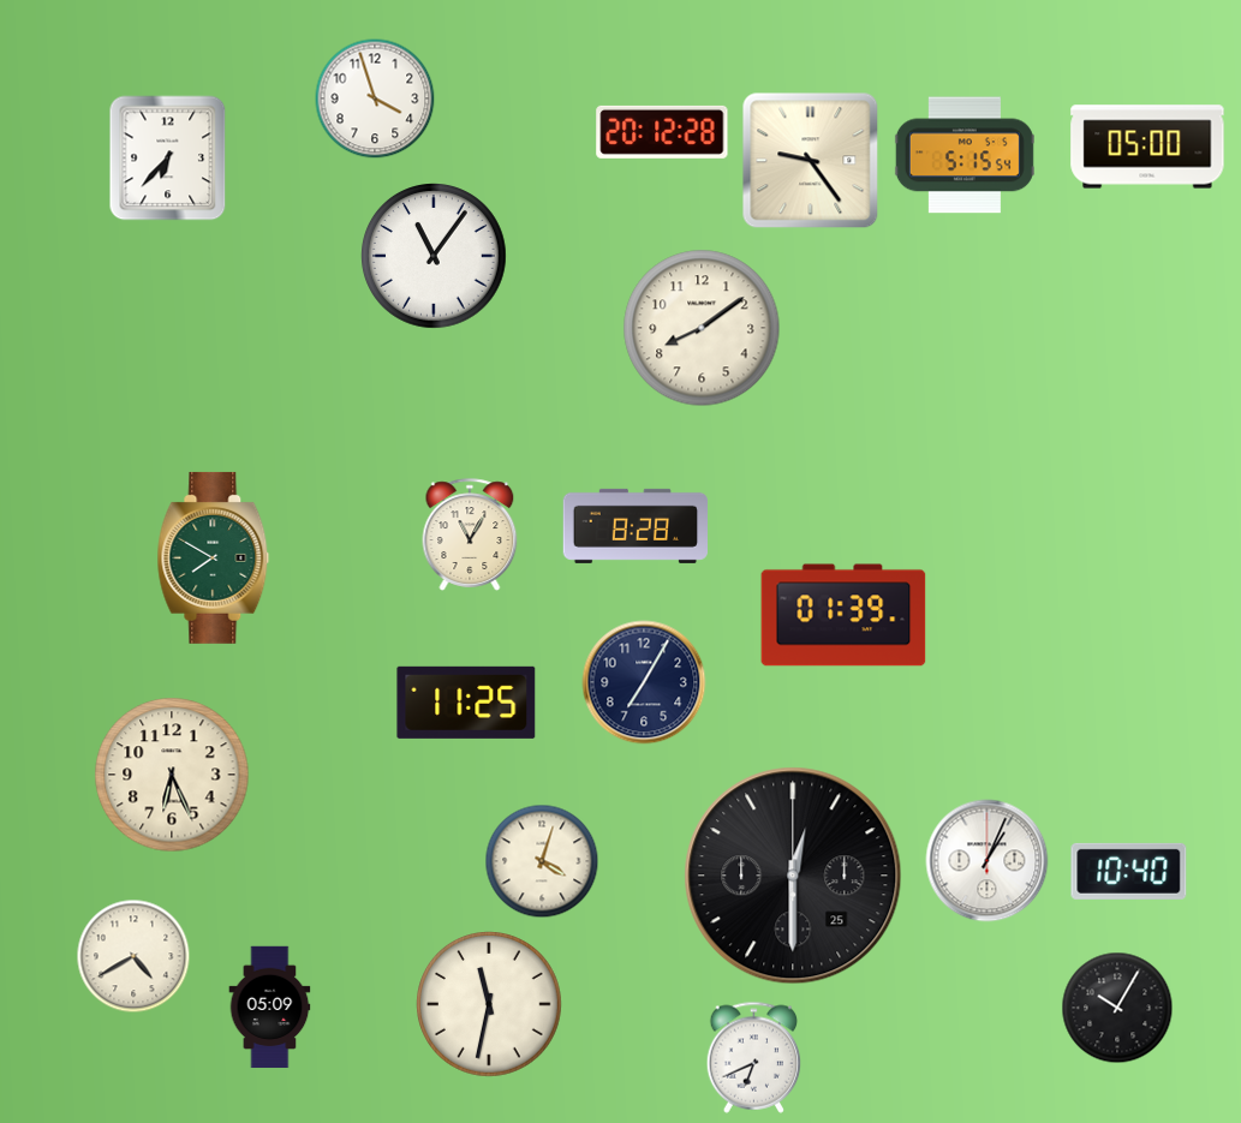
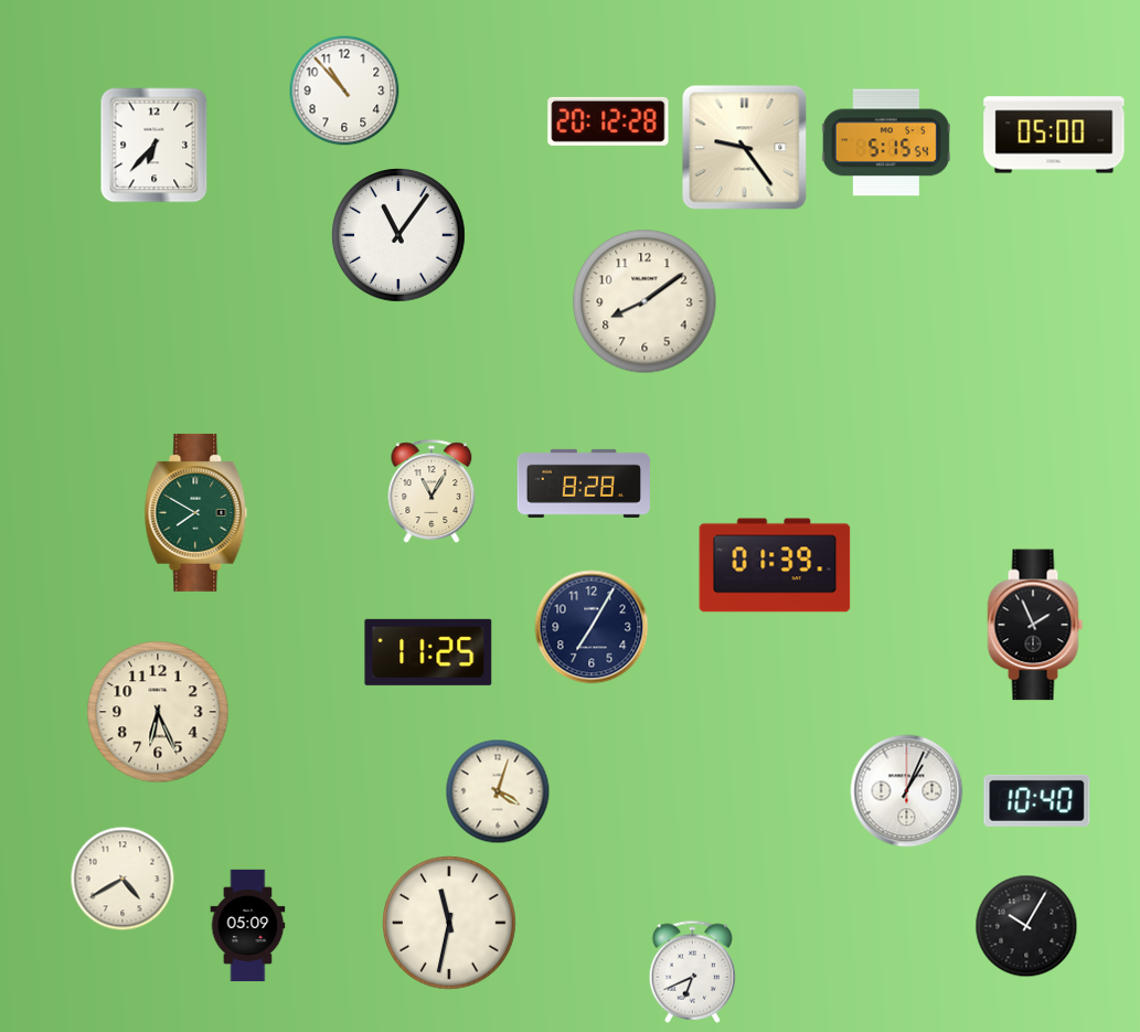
clock at (375, 98): 3:57 -> 10:53
clock at (1035, 625): none -> 1:56
clock at (466, 703) position: (466, 703) -> (428, 652)
clock at (793, 876): 12:30 -> none
